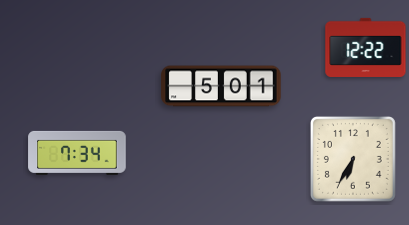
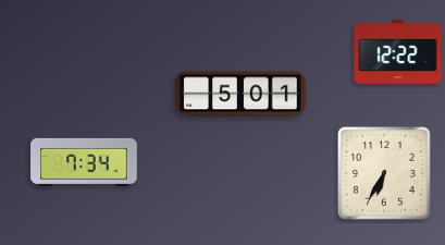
clock at (77, 153) position: (77, 153) -> (84, 162)
